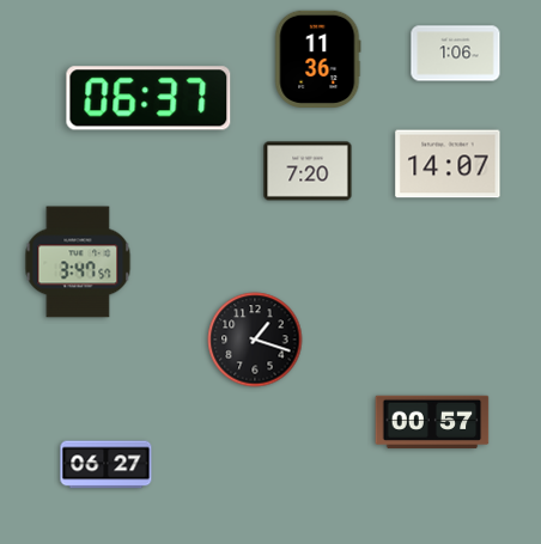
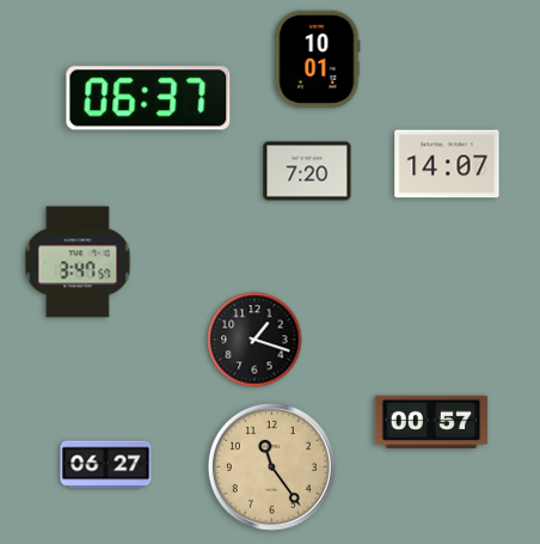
clock at (456, 54): 1:06 -> none
clock at (318, 59): 11:36 -> 10:01
clock at (271, 466): none -> 11:24
